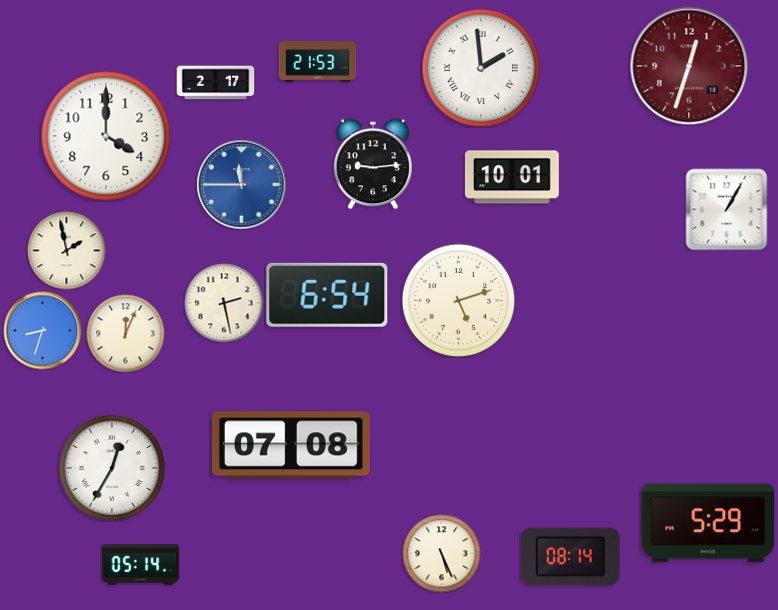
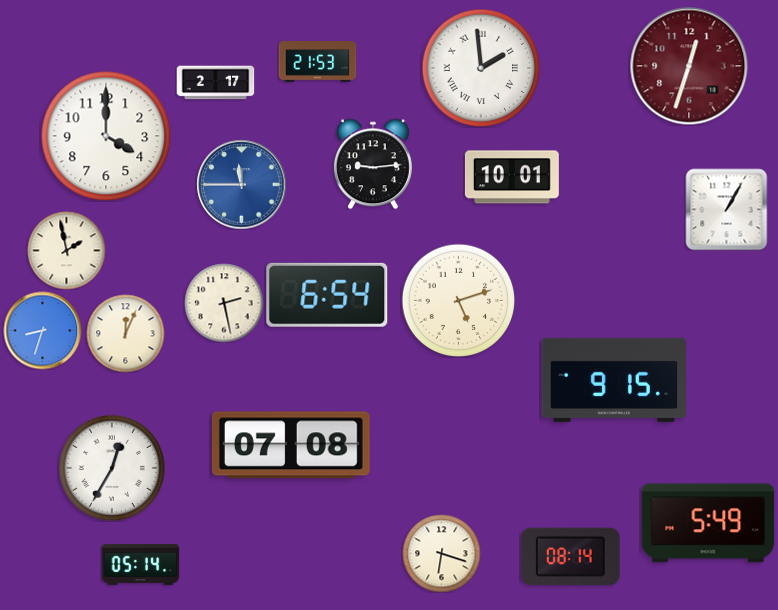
clock at (613, 380): none -> 9:15
clock at (708, 523): 5:29 -> 5:49
clock at (441, 553): 5:26 -> 6:18
